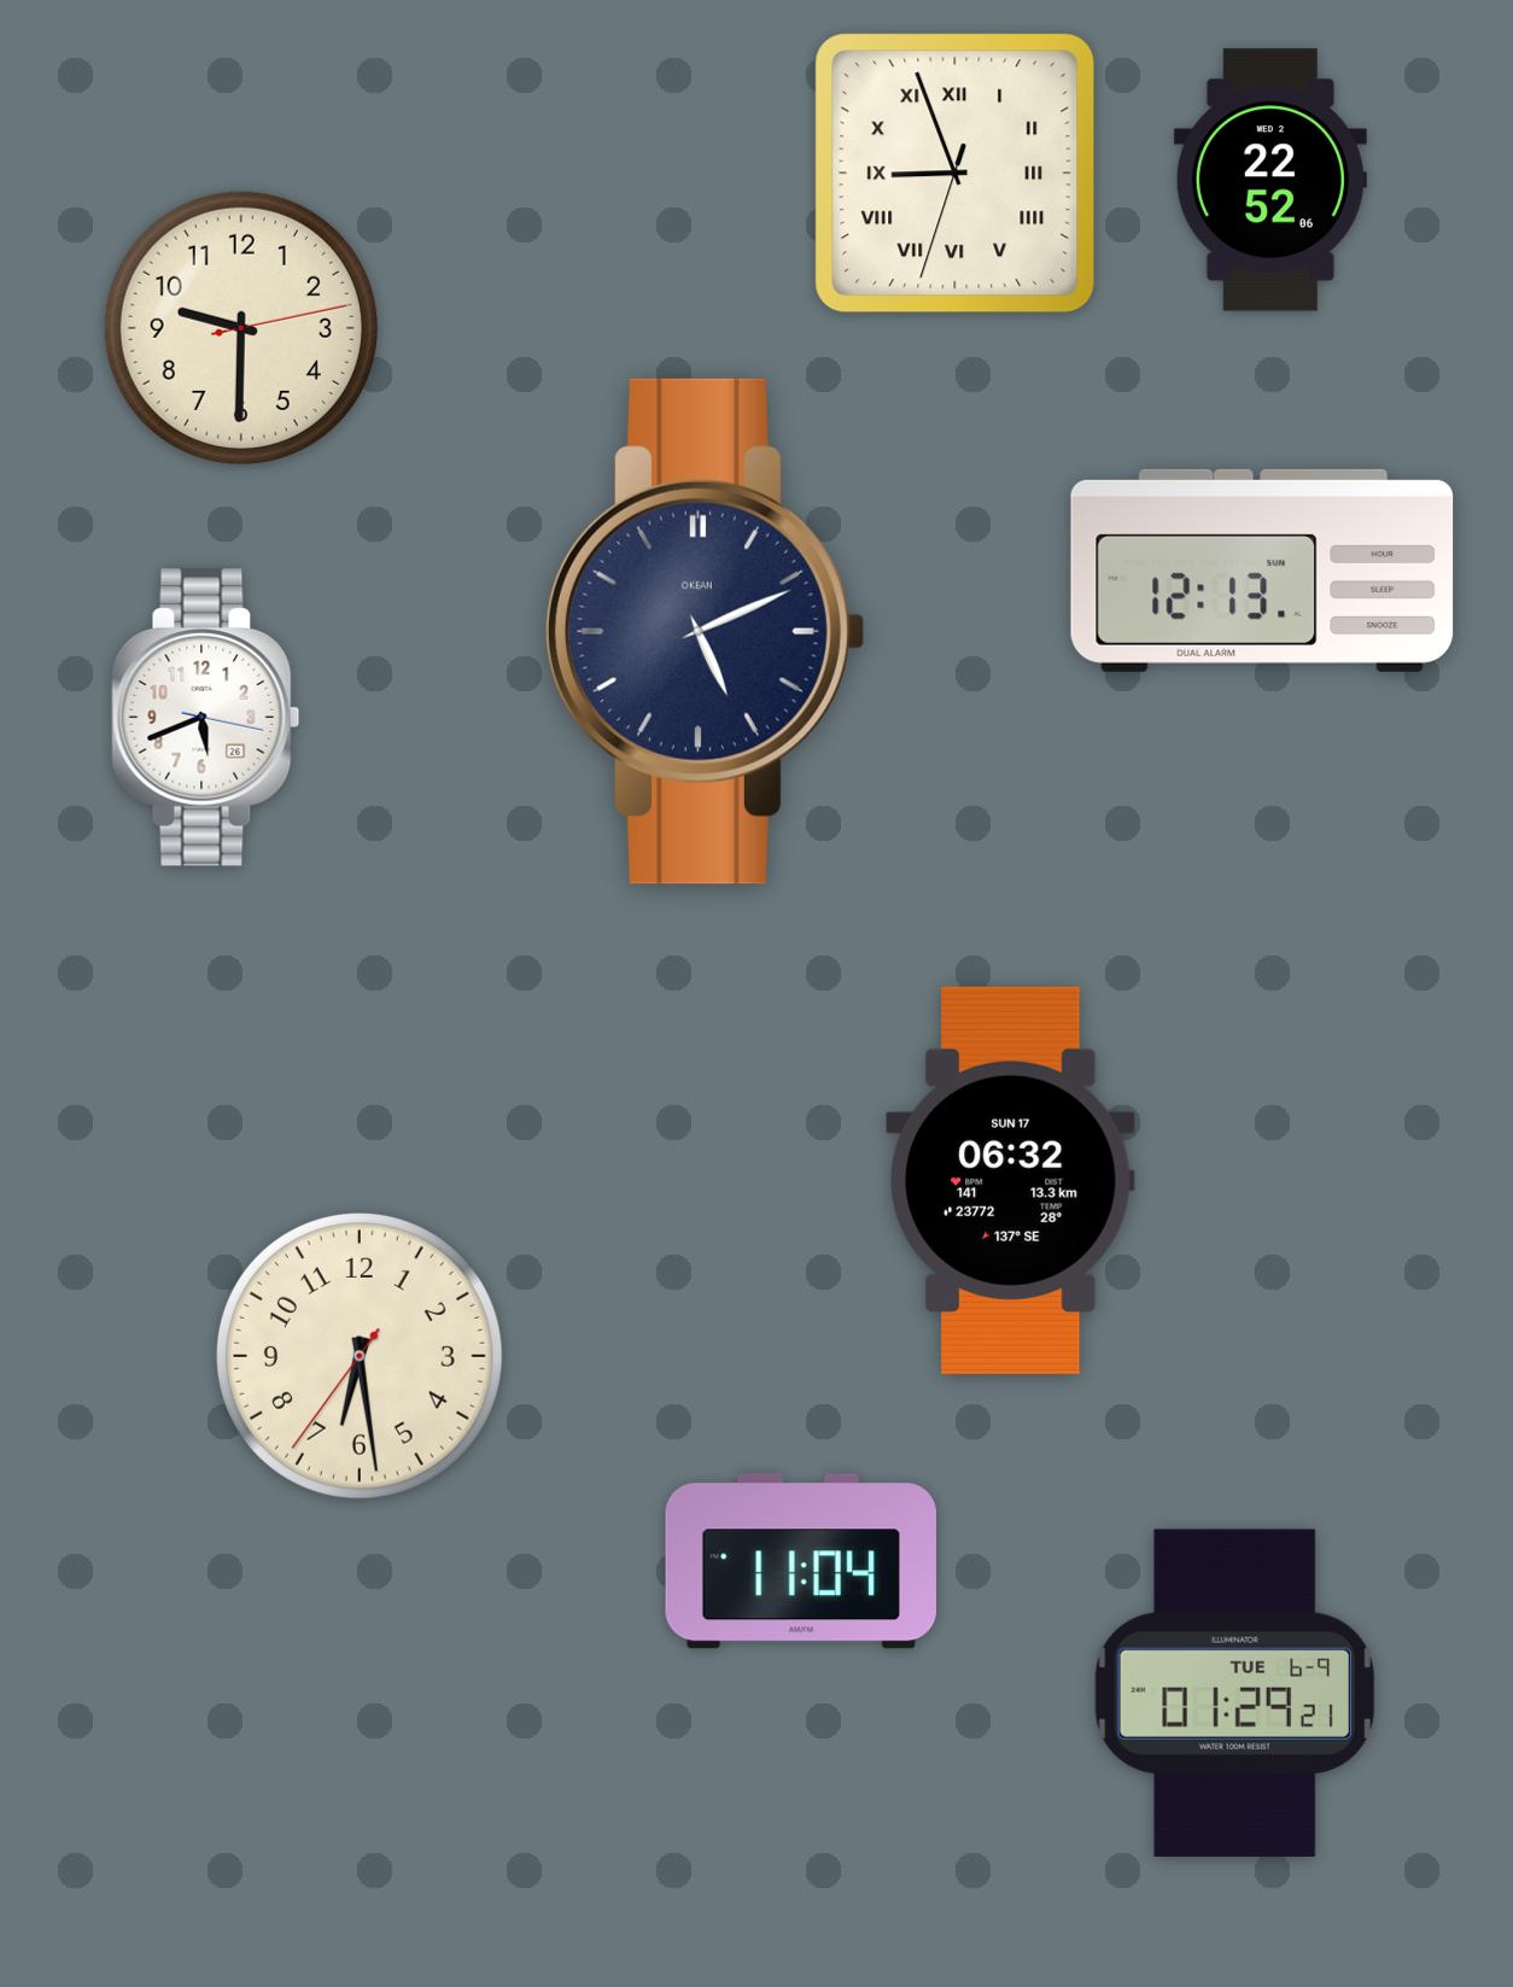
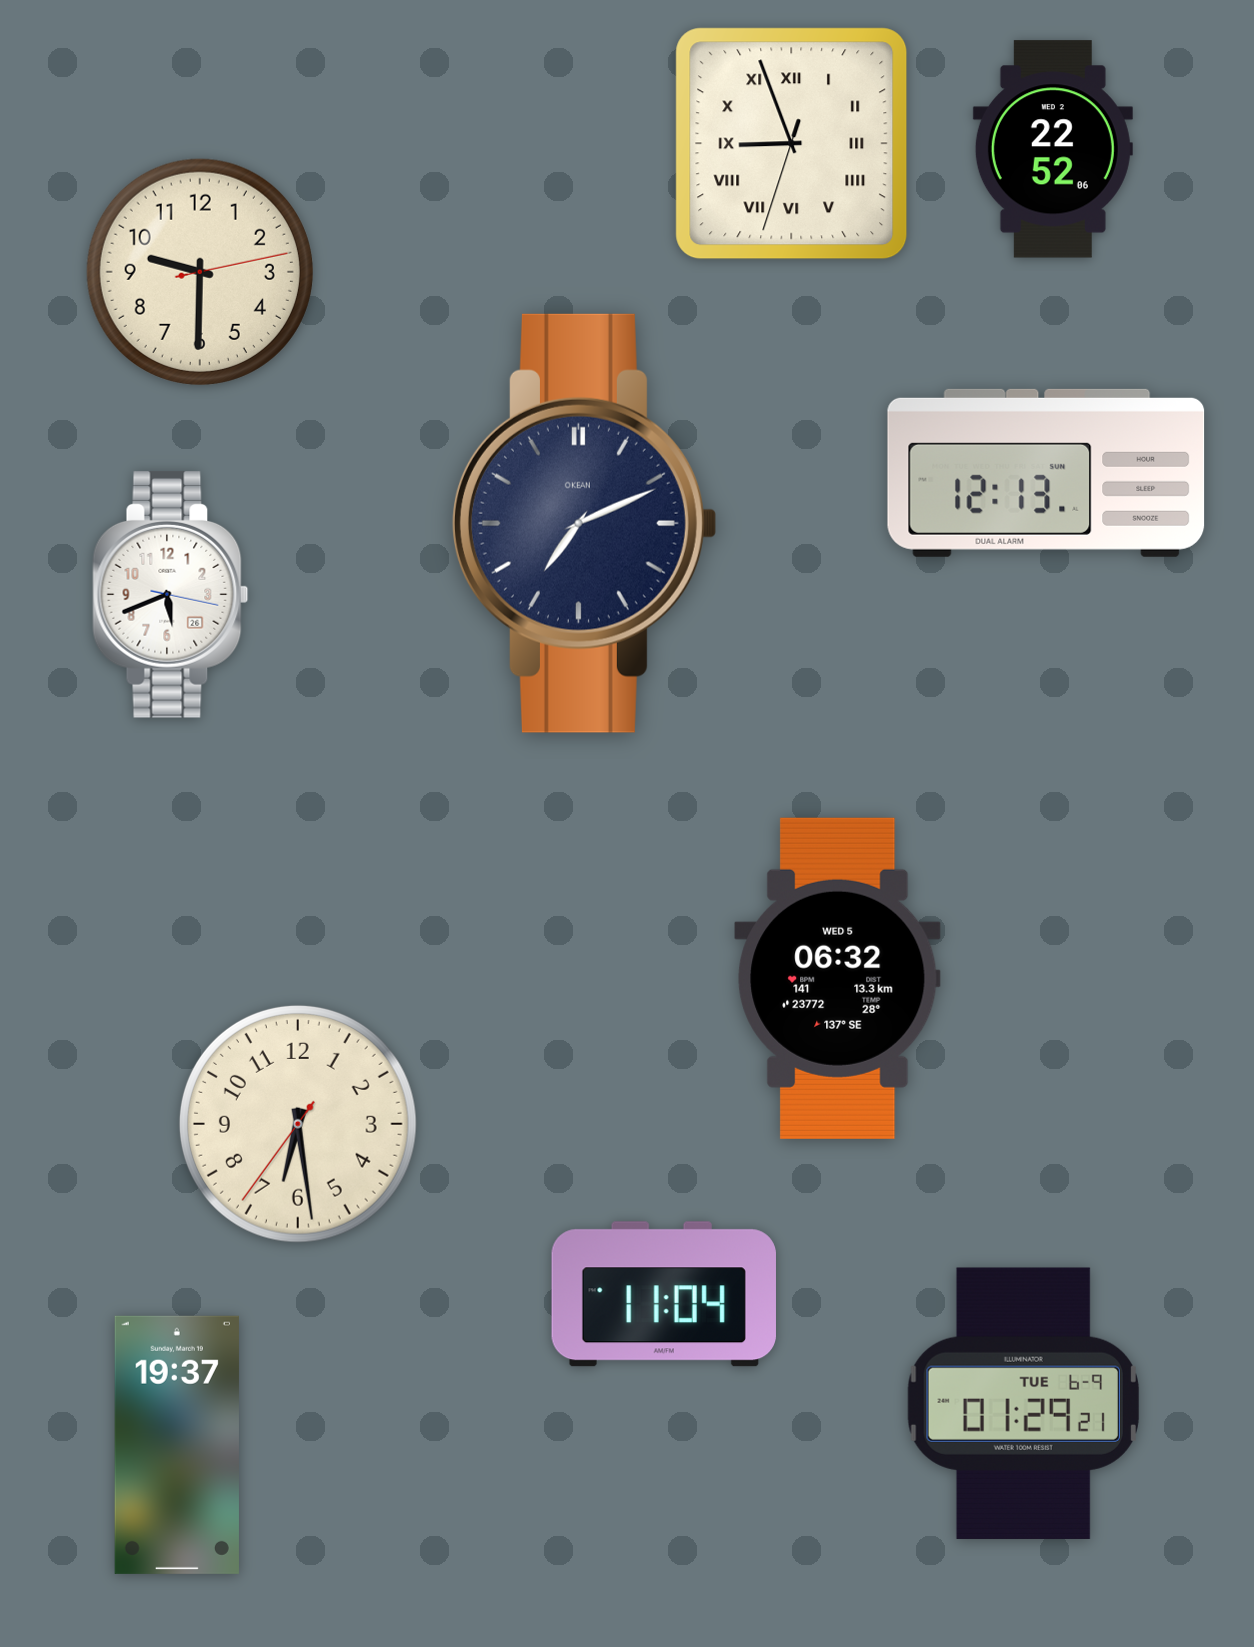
clock at (705, 631): 5:11 -> 7:11
clock at (1011, 1180) date: SUN 17 -> WED 5
clock at (177, 1445): none -> 19:37
